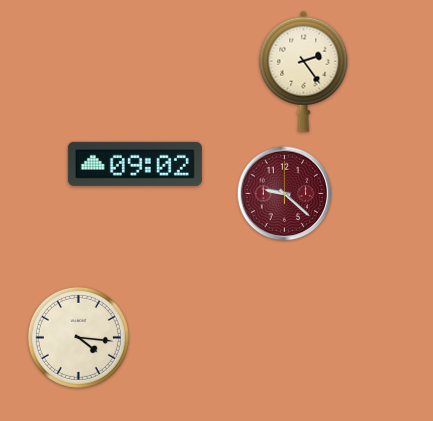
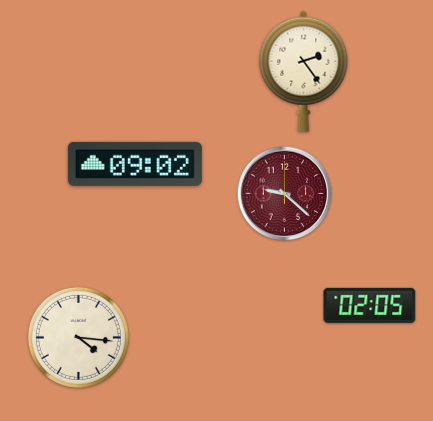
clock at (370, 305): none -> 02:05
